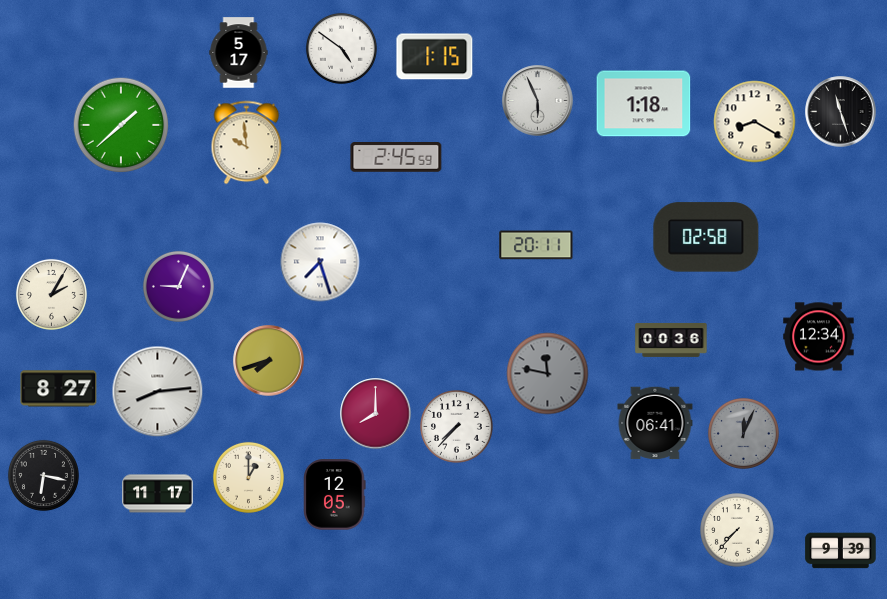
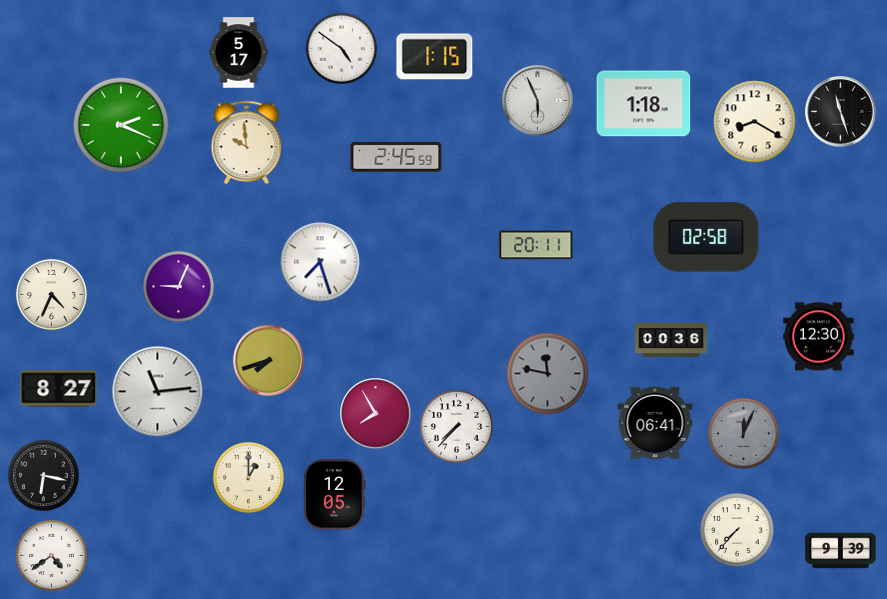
clock at (121, 125): 1:38 -> 2:19
clock at (51, 294): 2:05 -> 4:34
clock at (819, 337): 12:34 -> 12:30
clock at (158, 392): 8:14 -> 11:14
clock at (376, 414): 8:00 -> 7:55
clock at (158, 494): 11:17 -> none
clock at (51, 555): none -> 4:39
